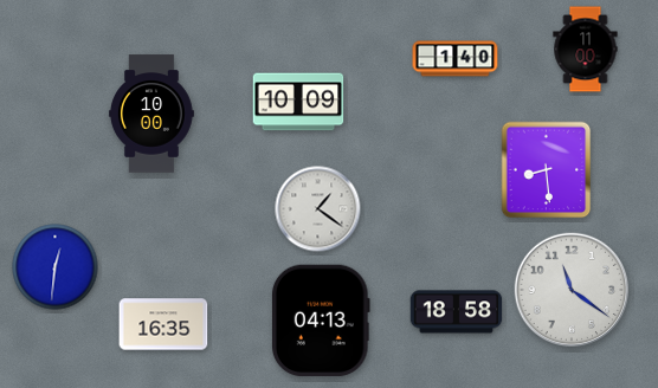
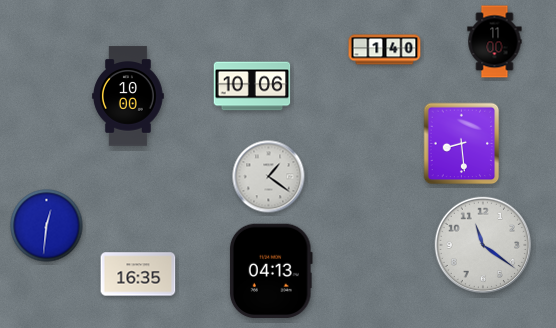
clock at (298, 102): 10:09 -> 10:06
clock at (457, 312): 18:58 -> none
